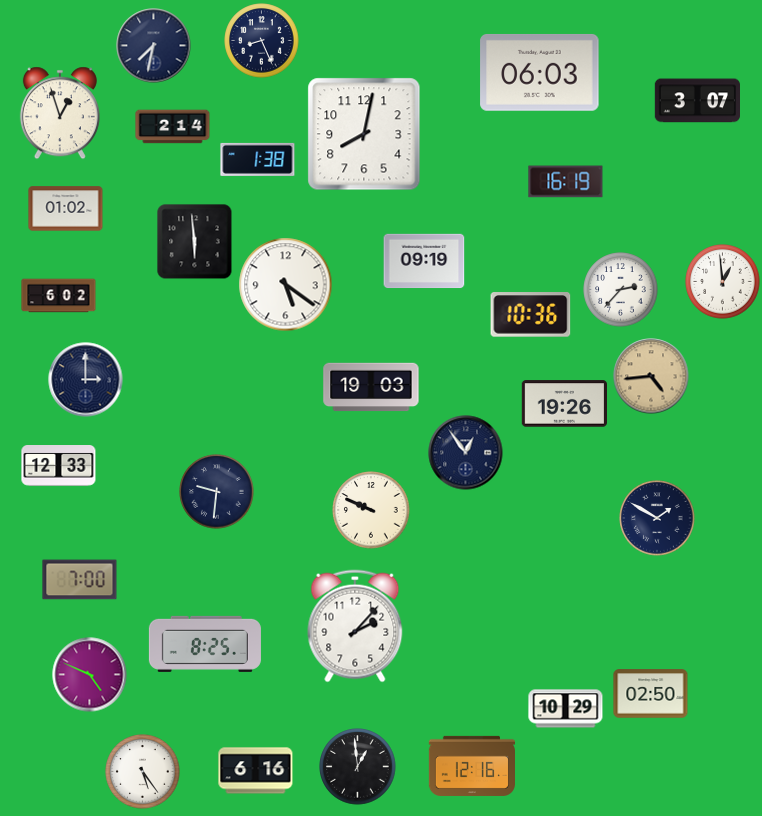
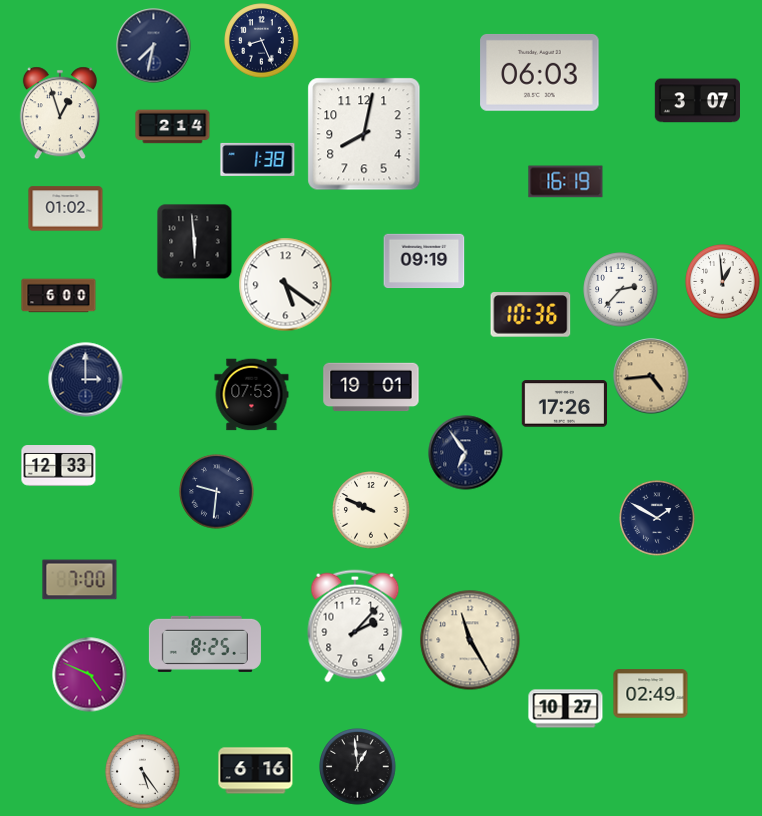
clock at (59, 296): 6:02 -> 6:00
clock at (371, 387): 19:03 -> 19:01
clock at (252, 395): none -> 07:53
clock at (564, 404): 19:26 -> 17:26
clock at (466, 453): 12:54 -> 6:54
clock at (470, 640): none -> 11:25
clock at (651, 694): 02:50 -> 02:49
clock at (566, 709): 10:29 -> 10:27
clock at (471, 766): 12:16 -> none
